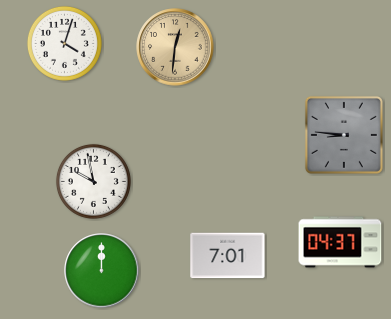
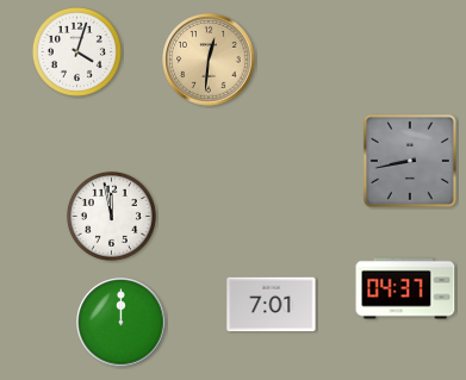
clock at (175, 47) position: (175, 47) -> (209, 60)
clock at (344, 135): 8:46 -> 8:43
clock at (93, 181): 9:58 -> 11:58
